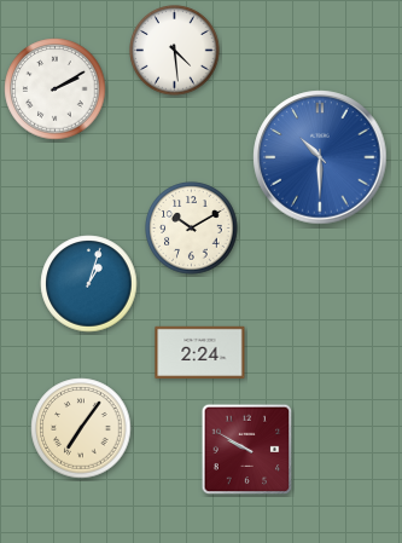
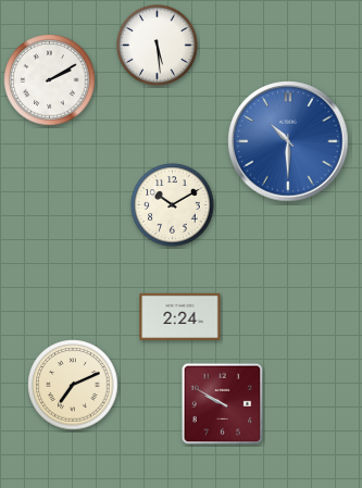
clock at (175, 51): 4:29 -> 5:29
clock at (89, 284): 1:03 -> none
clock at (81, 428): 7:06 -> 7:11
